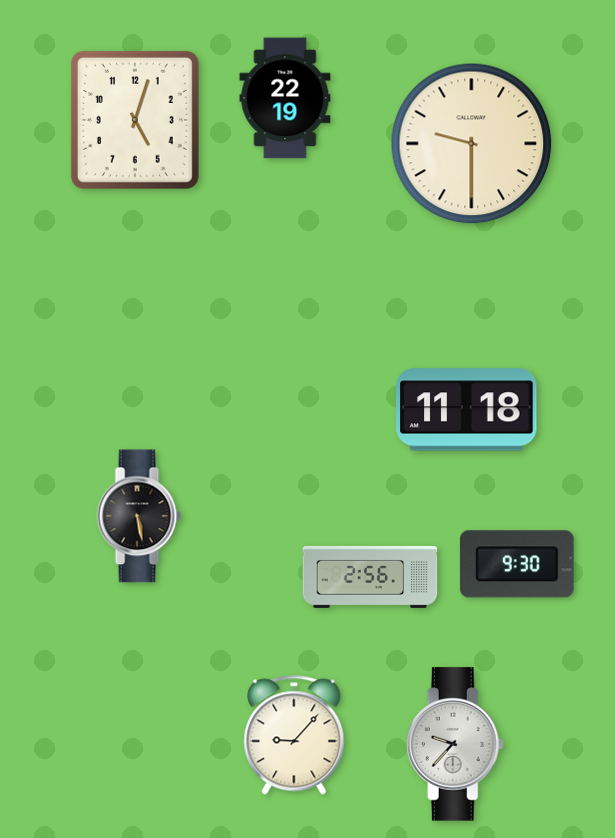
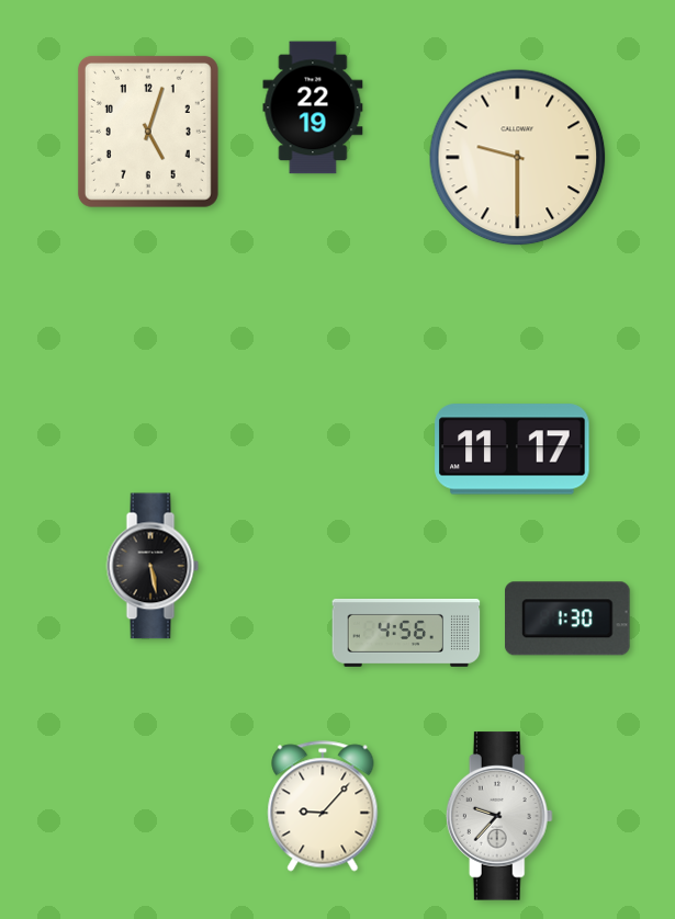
clock at (467, 410): 11:18 -> 11:17
clock at (518, 564): 9:30 -> 1:30
clock at (370, 577): 2:56 -> 4:56
